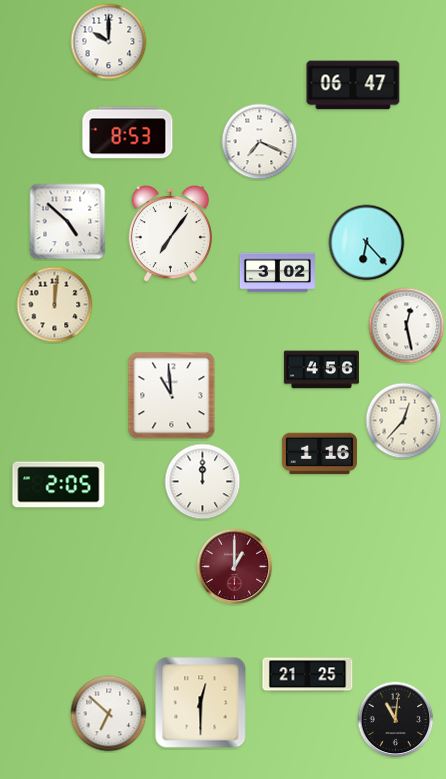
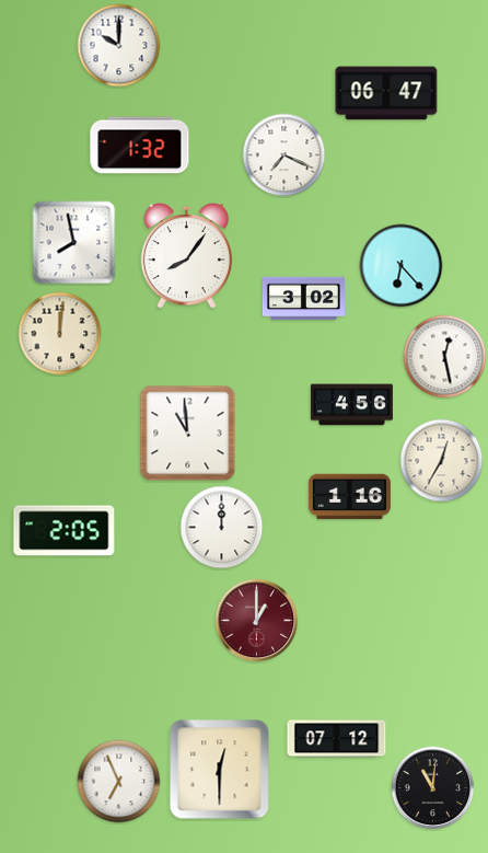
clock at (128, 133): 8:53 -> 1:32
clock at (68, 222): 4:52 -> 7:58
clock at (170, 235): 7:06 -> 8:06
clock at (404, 421): 12:37 -> 12:35
clock at (308, 675): 21:25 -> 07:12
clock at (109, 714): 6:52 -> 6:56
